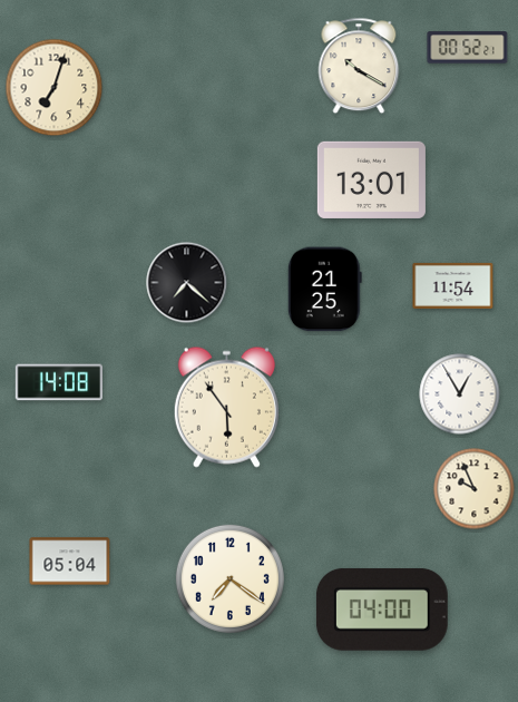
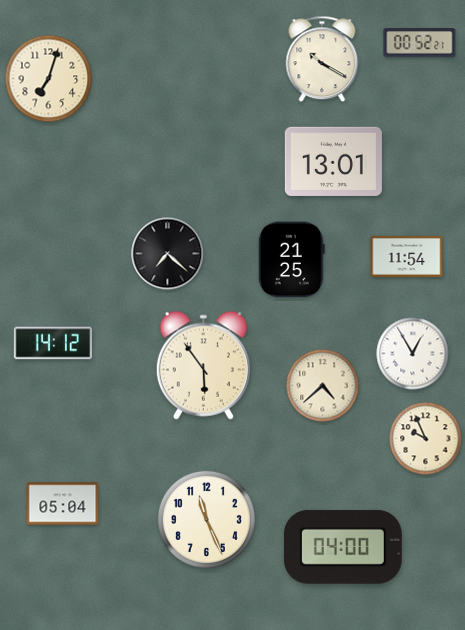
clock at (58, 382): 14:08 -> 14:12
clock at (323, 386): none -> 4:38
clock at (229, 578): 7:21 -> 11:26
